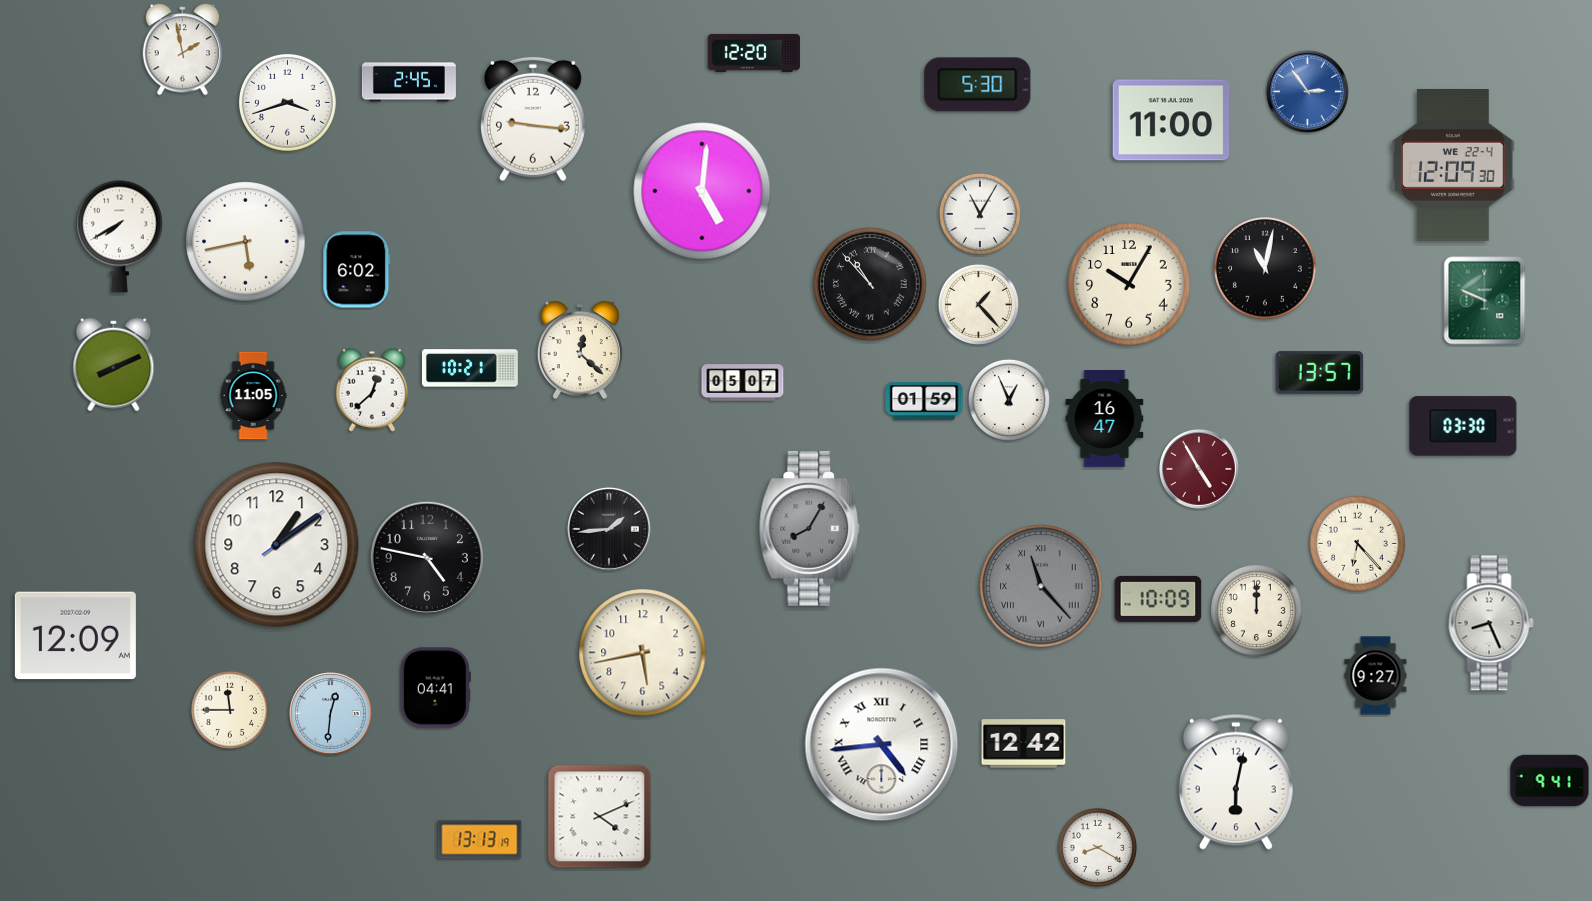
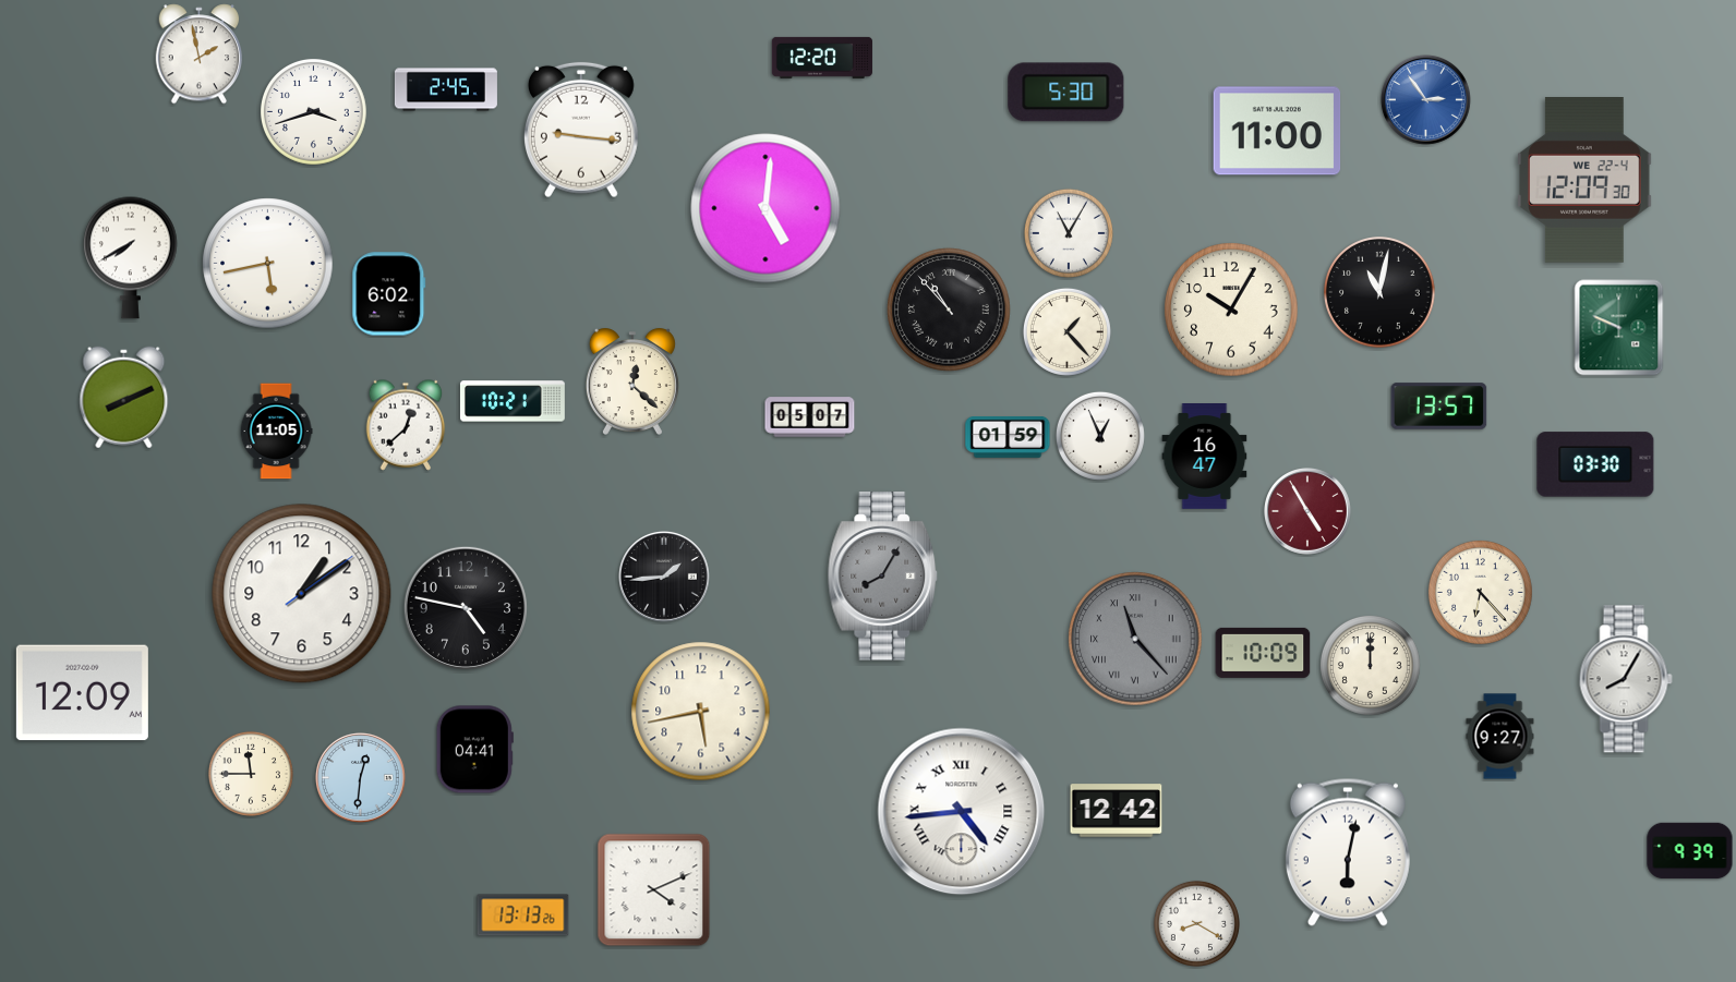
clock at (1491, 623): 8:26 -> 8:05
clock at (1550, 781): 9:41 -> 9:39
clock at (480, 840): 13:13:19 -> 13:13:26
